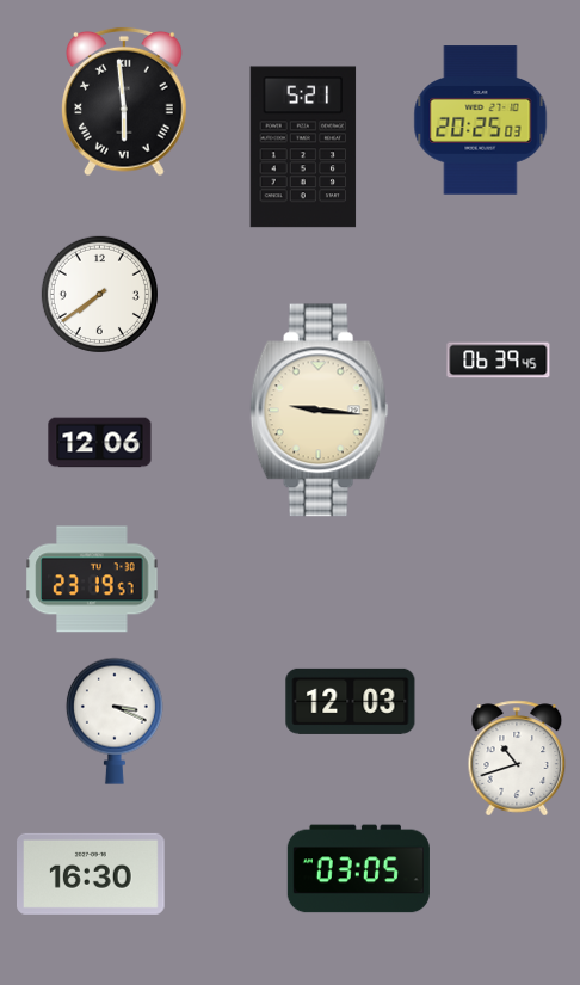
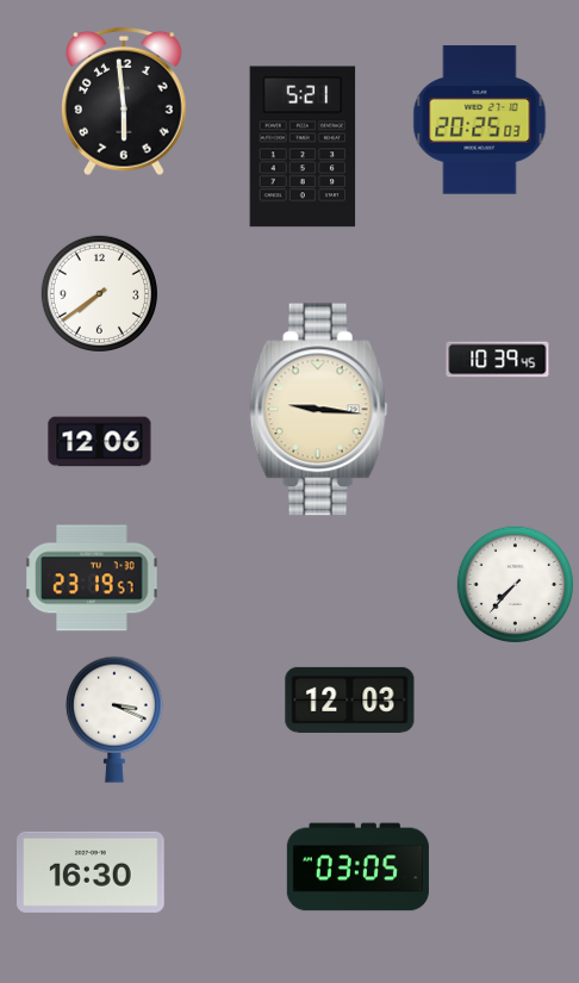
clock at (125, 101) numerals: Roman -> Arabic
clock at (499, 361): 06:39 -> 10:39
clock at (515, 584): none -> 7:37
clock at (517, 758): 10:42 -> none
